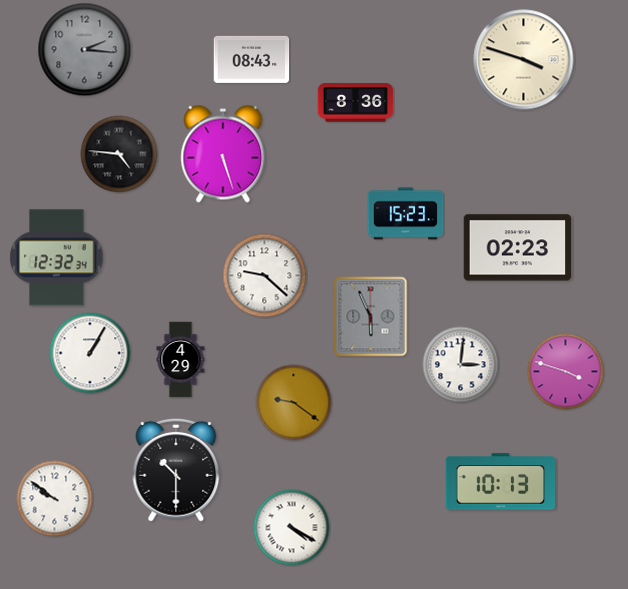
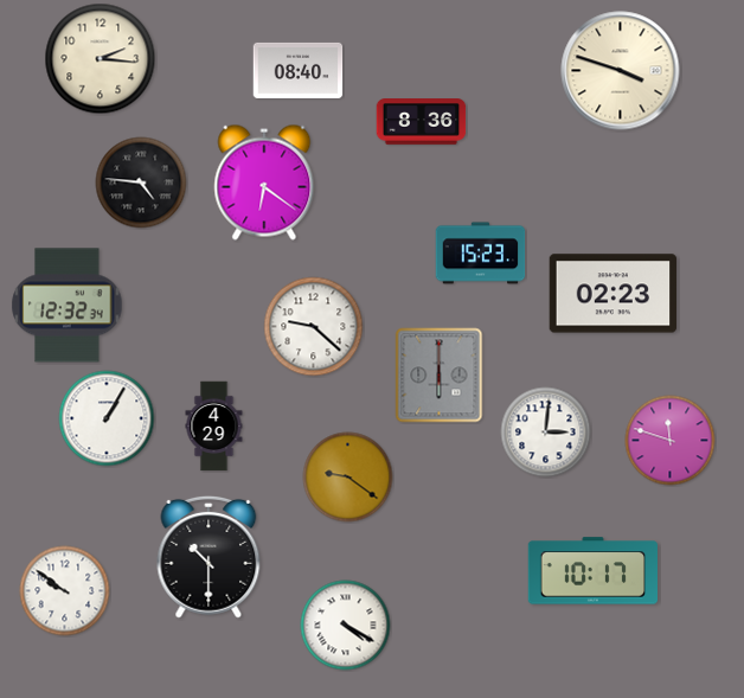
clock at (85, 50) dial: grey -> cream
clock at (252, 59): 08:43 -> 08:40
clock at (223, 154): 5:27 -> 6:21
clock at (371, 317): 5:56 -> 6:00
clock at (566, 372): 3:48 -> 11:48
clock at (500, 482): 10:13 -> 10:17
